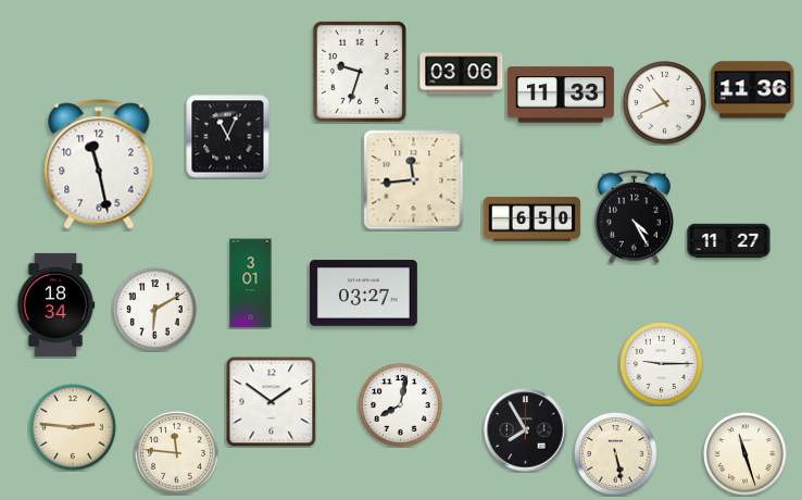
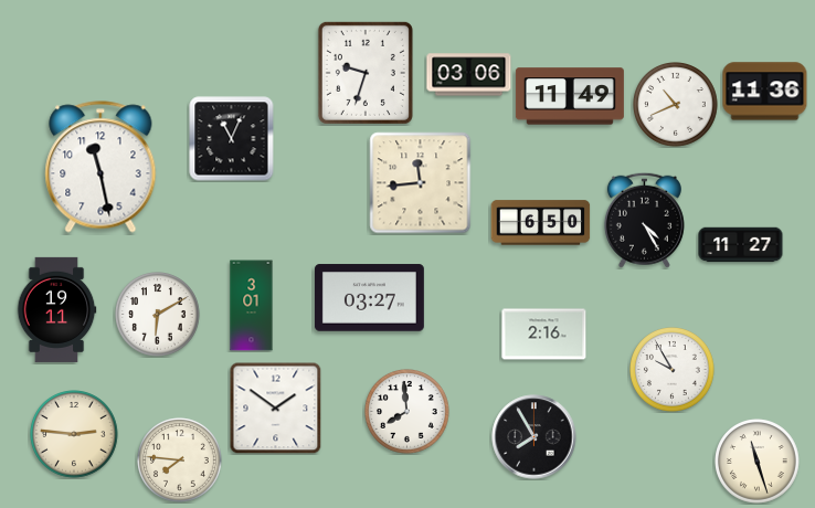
clock at (561, 95): 11:33 -> 11:49
clock at (251, 284) position: (251, 284) -> (252, 306)
clock at (55, 304): 18:34 -> 19:11
clock at (544, 335): none -> 2:16
clock at (662, 364): 9:15 -> 9:55
clock at (401, 405): 8:02 -> 7:59
clock at (177, 453): 11:46 -> 7:46
clock at (616, 454): 5:28 -> none
